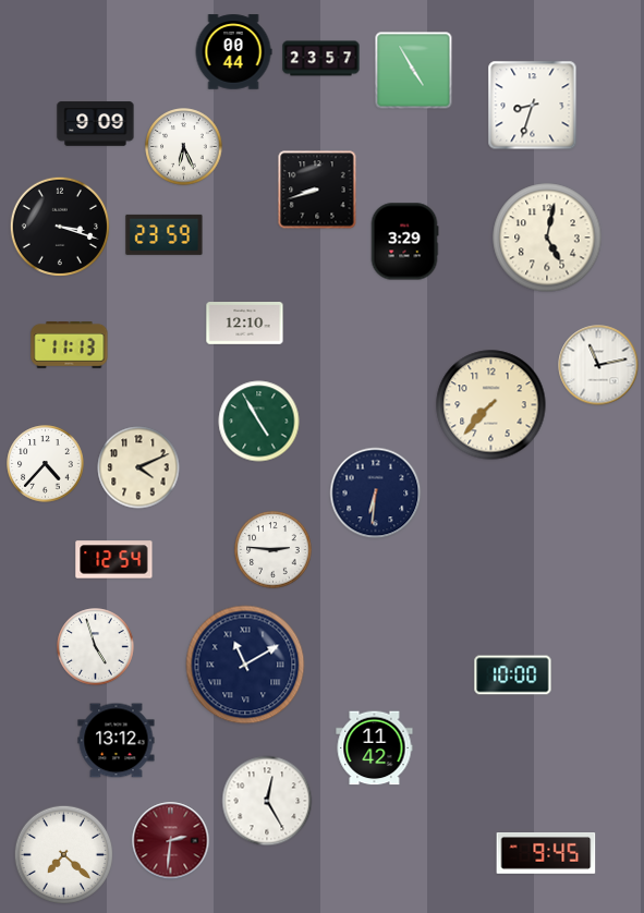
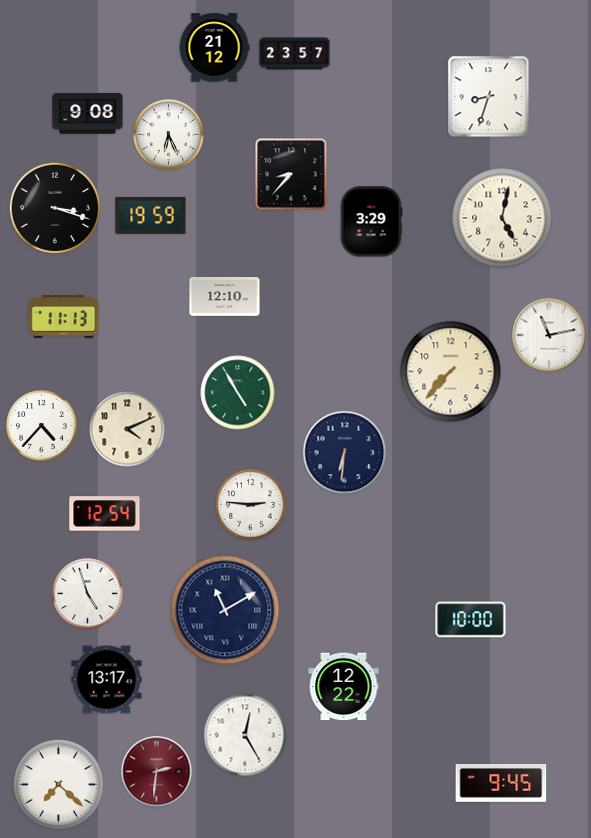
clock at (233, 52): 00:44 -> 21:12
clock at (414, 71): 4:55 -> none
clock at (96, 124): 9:09 -> 9:08
clock at (317, 190): 8:42 -> 8:37
clock at (165, 234): 23:59 -> 19:59
clock at (259, 422) position: (259, 422) -> (238, 393)
clock at (117, 741): 13:12 -> 13:17
clock at (375, 748): 11:42 -> 12:22
